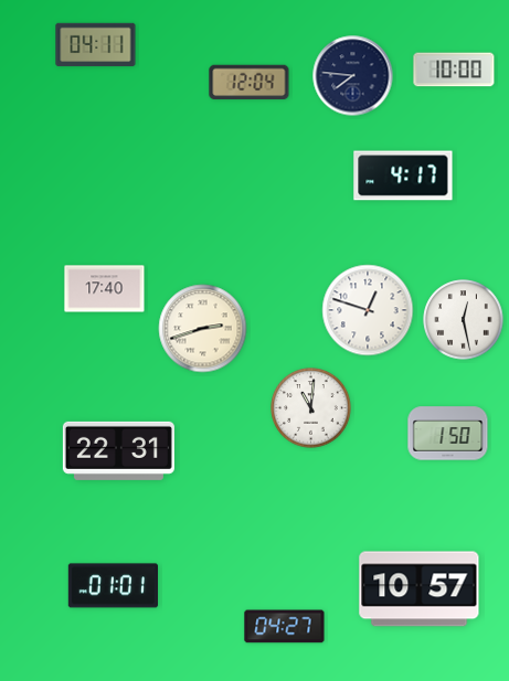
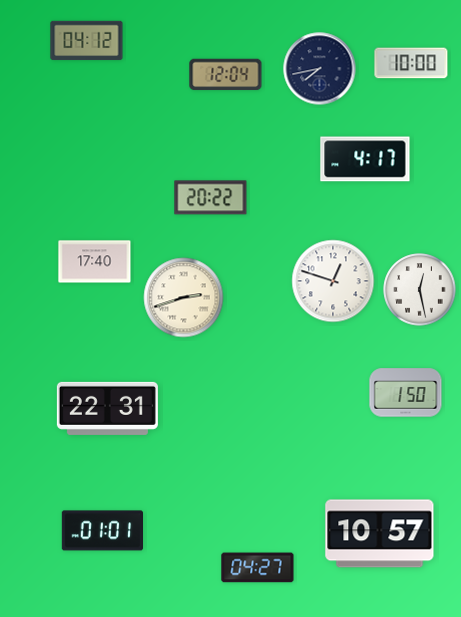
clock at (96, 45): 04:11 -> 04:12
clock at (353, 76): 7:46 -> 7:43
clock at (211, 198): none -> 20:22
clock at (311, 408): 11:01 -> none
